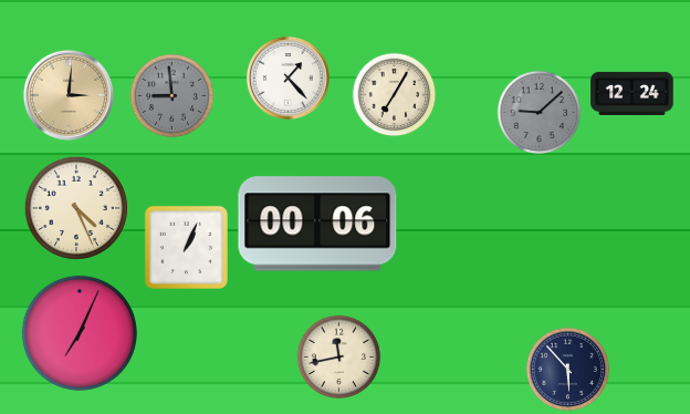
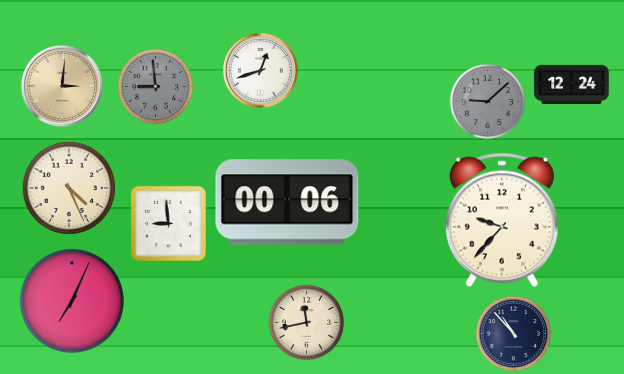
clock at (287, 77): 1:23 -> 12:42
clock at (395, 95): 7:05 -> none
clock at (502, 220): none -> 9:37
clock at (186, 247): 1:04 -> 8:59
clock at (568, 370): 5:53 -> 10:53
